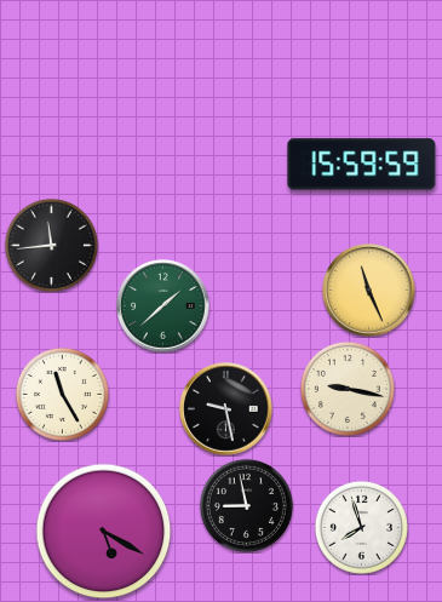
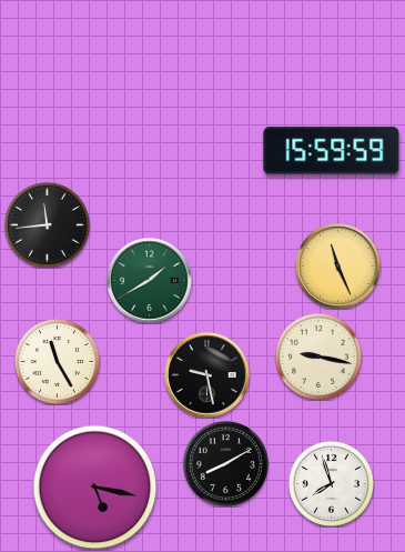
clock at (163, 306): 1:38 -> 1:40
clock at (246, 505): 8:58 -> 8:10
clock at (104, 532): 5:20 -> 5:17
